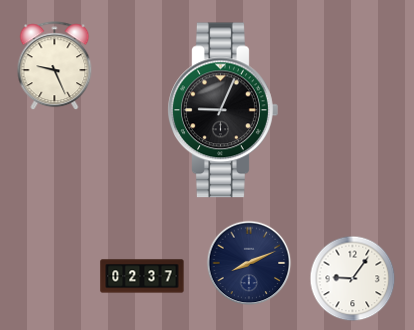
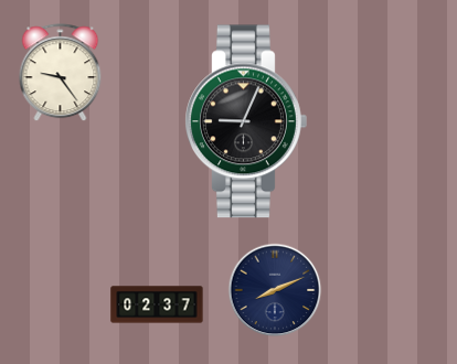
clock at (55, 66): 9:26 -> 9:24
clock at (353, 279): 9:06 -> none
